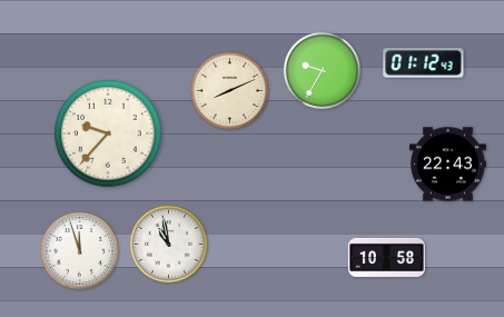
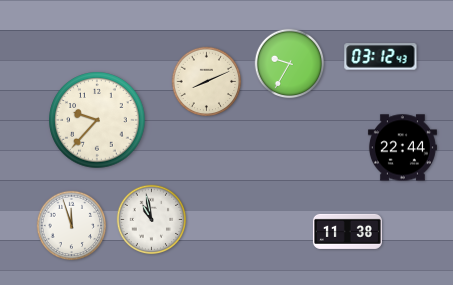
clock at (424, 63): 01:12 -> 03:12
clock at (447, 165): 22:43 -> 22:44
clock at (386, 257): 10:58 -> 11:38
